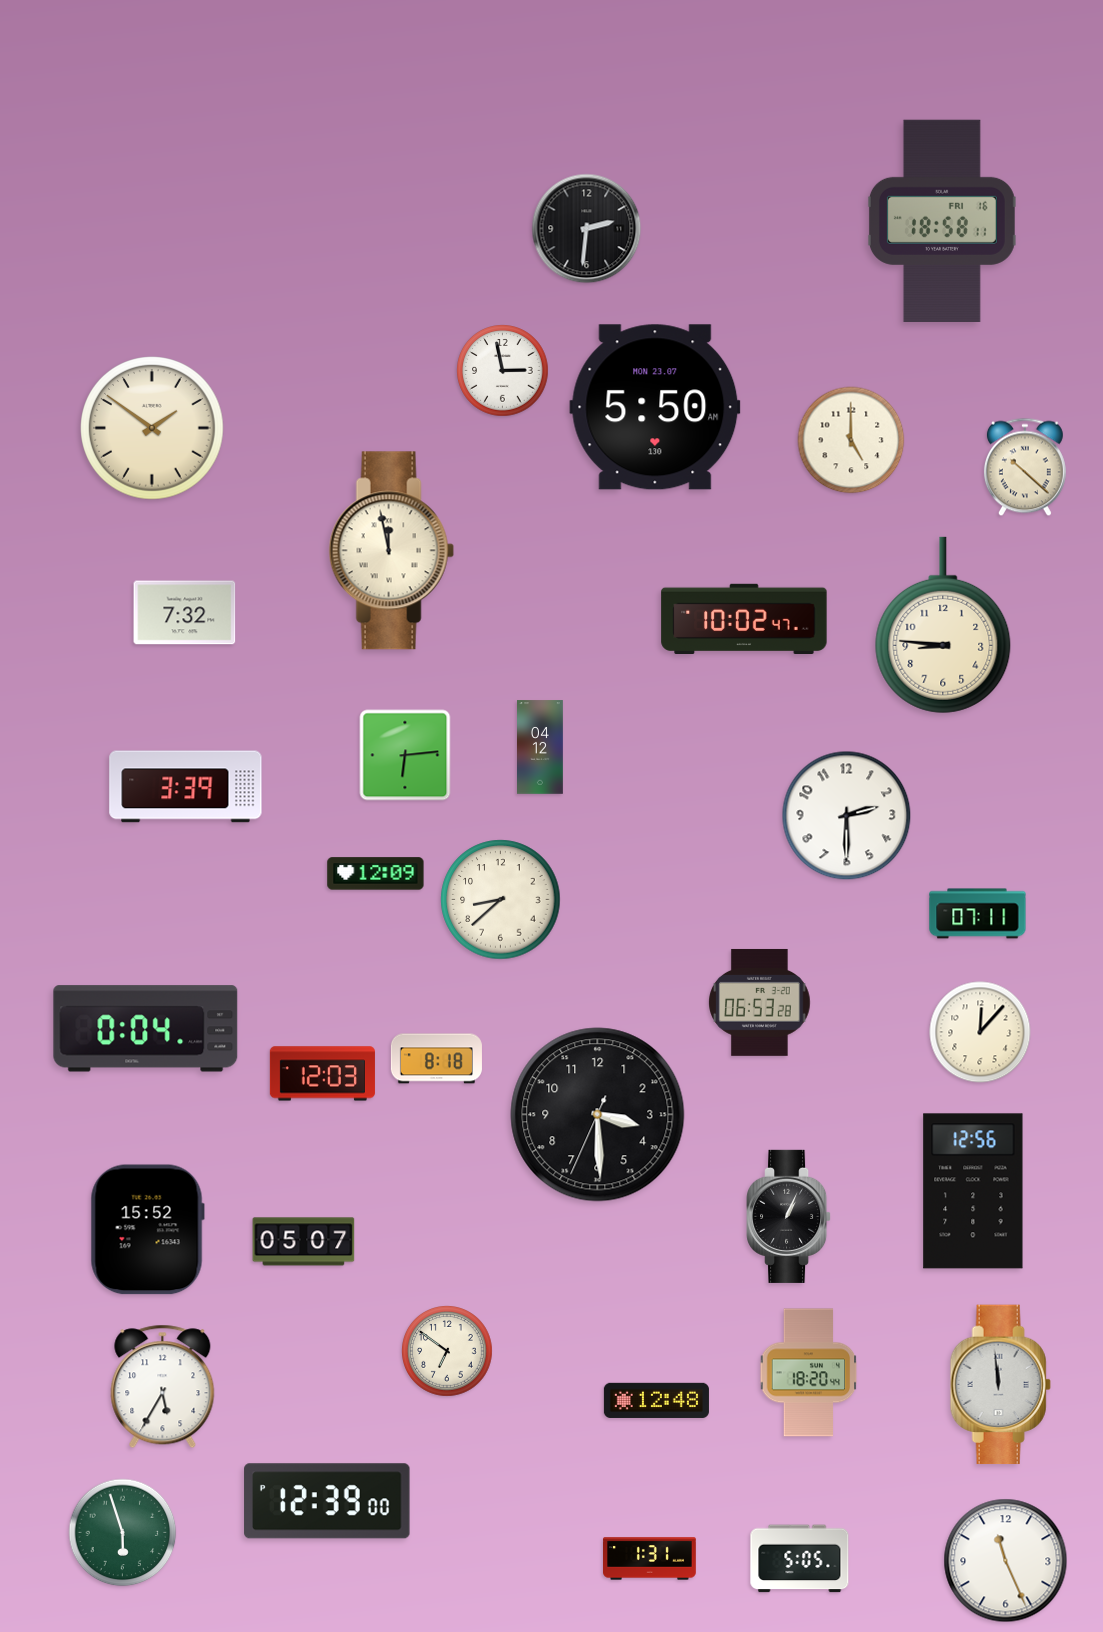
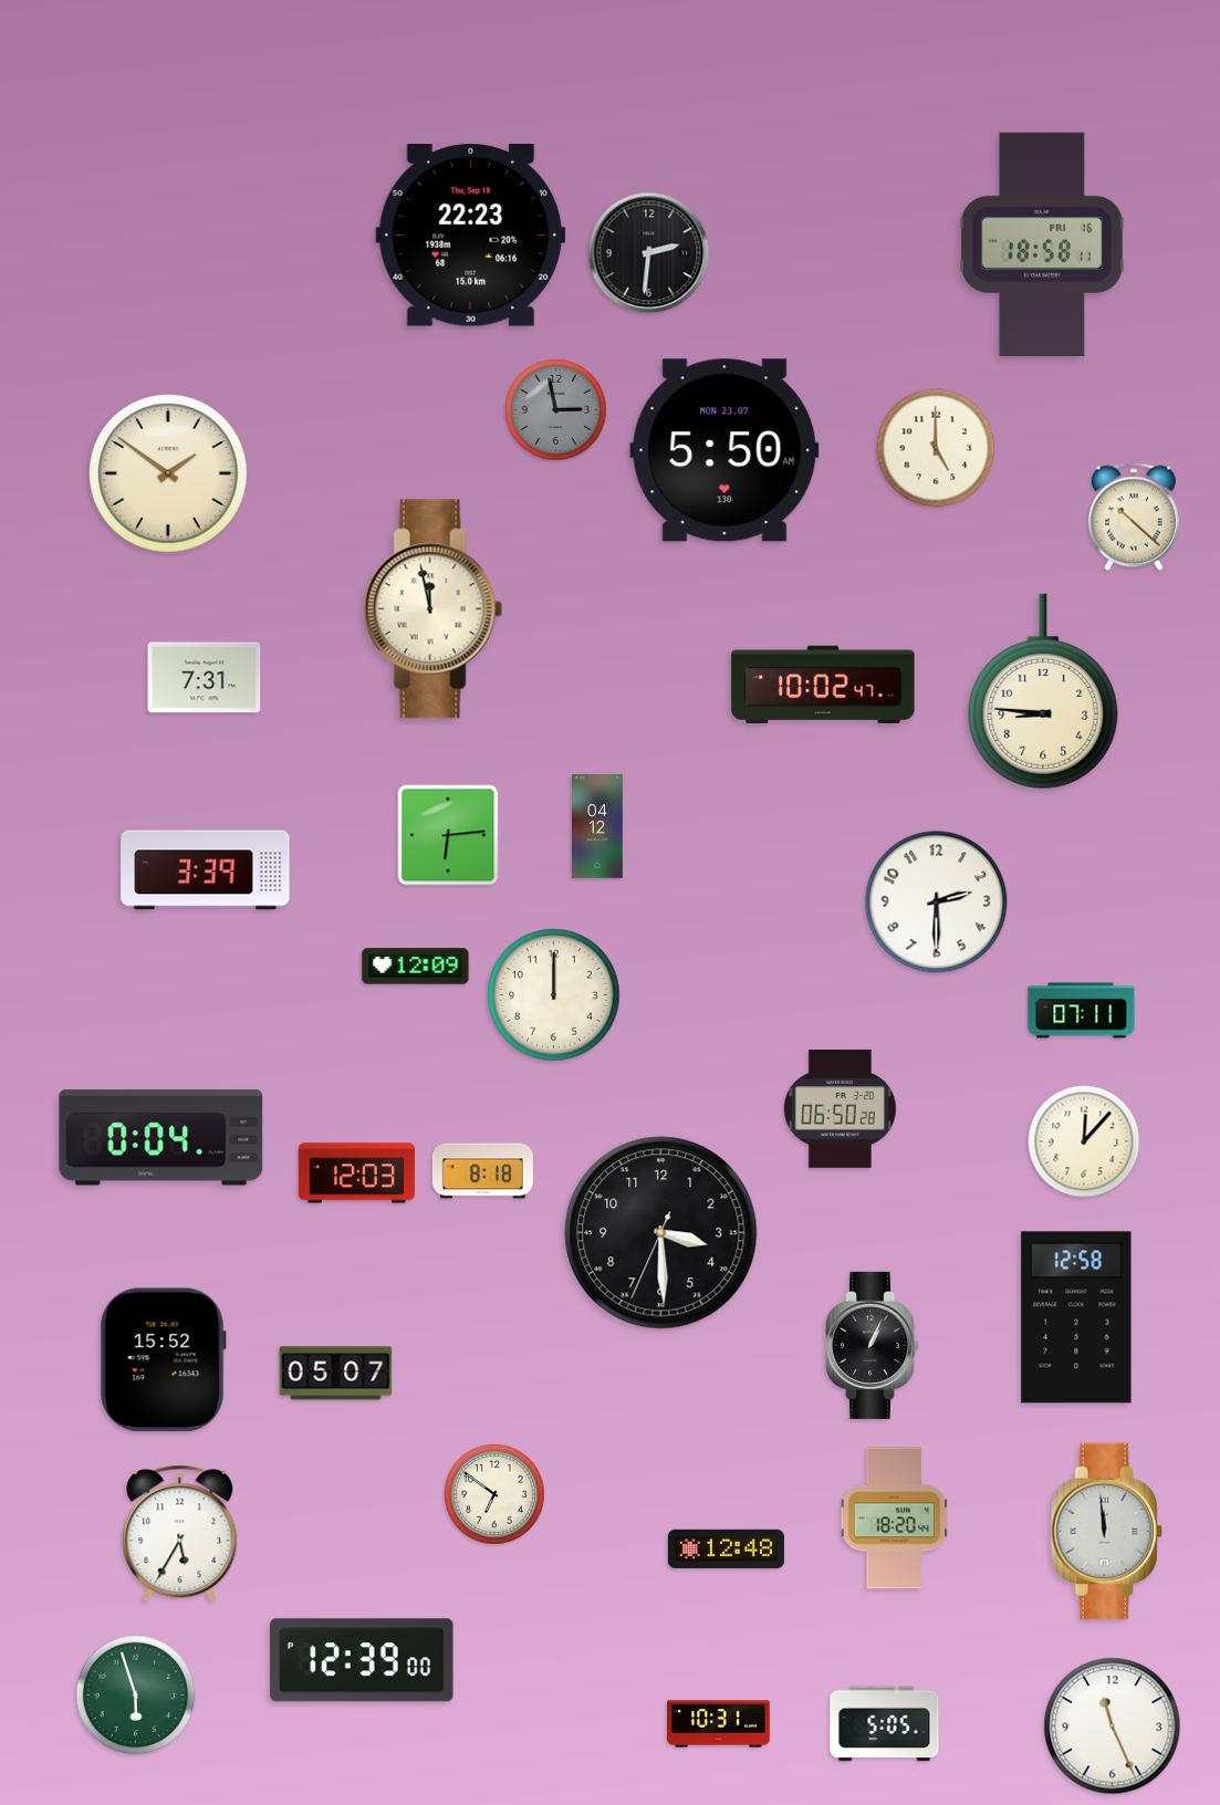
clock at (471, 236): none -> 22:23
clock at (503, 371) dial: white -> grey
clock at (851, 440) position: (851, 440) -> (936, 448)
clock at (185, 613): 7:32 -> 7:31
clock at (501, 900): 8:38 -> 12:00
clock at (760, 1002): 06:53 -> 06:50
clock at (322, 1074) position: (322, 1074) -> (356, 1173)
clock at (973, 1191): 12:56 -> 12:58
clock at (650, 1559): 1:31 -> 10:31
